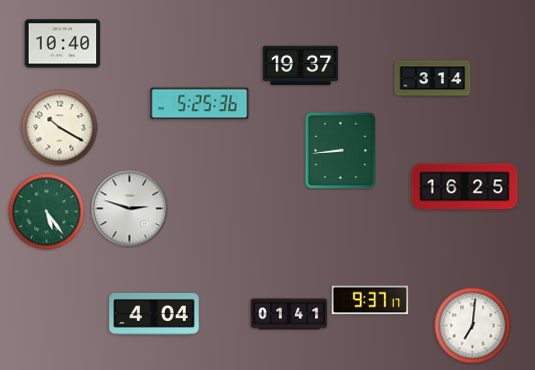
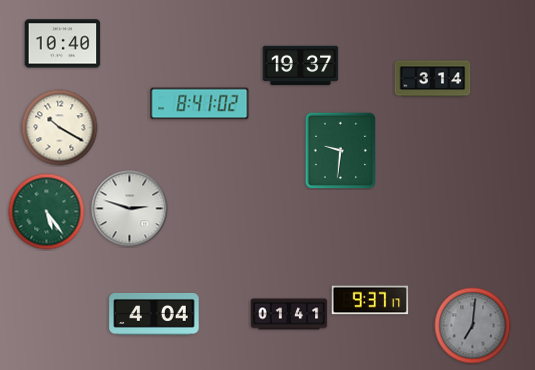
clock at (200, 104): 5:25 -> 8:41
clock at (341, 150): 8:44 -> 9:31
clock at (465, 187): 16:25 -> none
clock at (473, 326) dial: white -> grey
